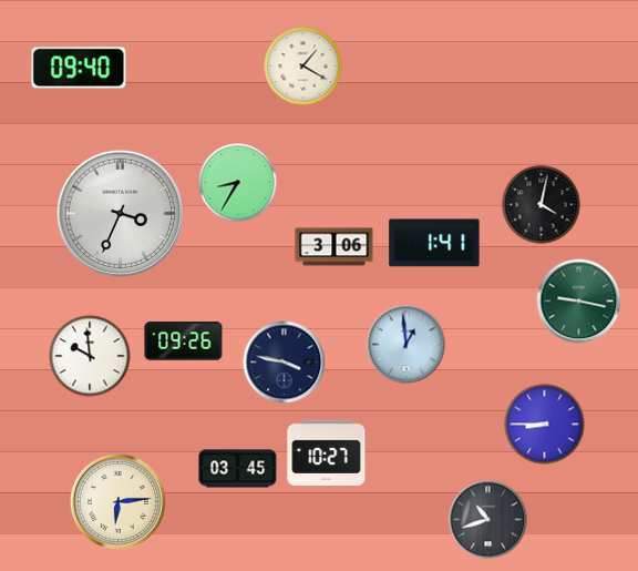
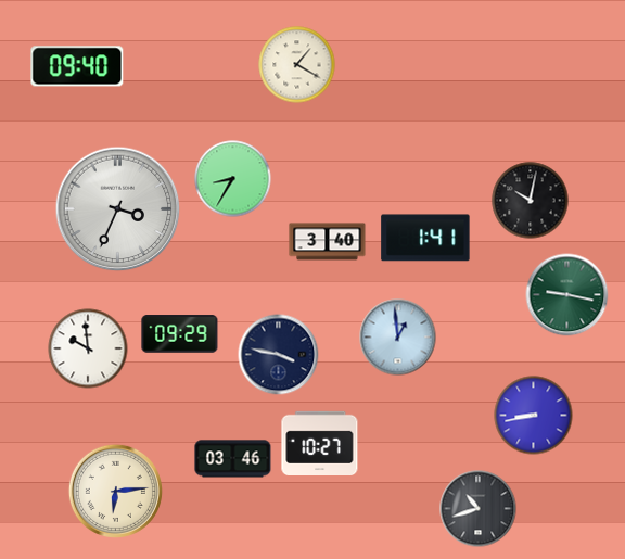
clock at (542, 205): 4:02 -> 10:02
clock at (335, 247): 3:06 -> 3:40
clock at (184, 341): 09:26 -> 09:29
clock at (545, 425): 8:45 -> 8:43
clock at (238, 469): 03:45 -> 03:46
